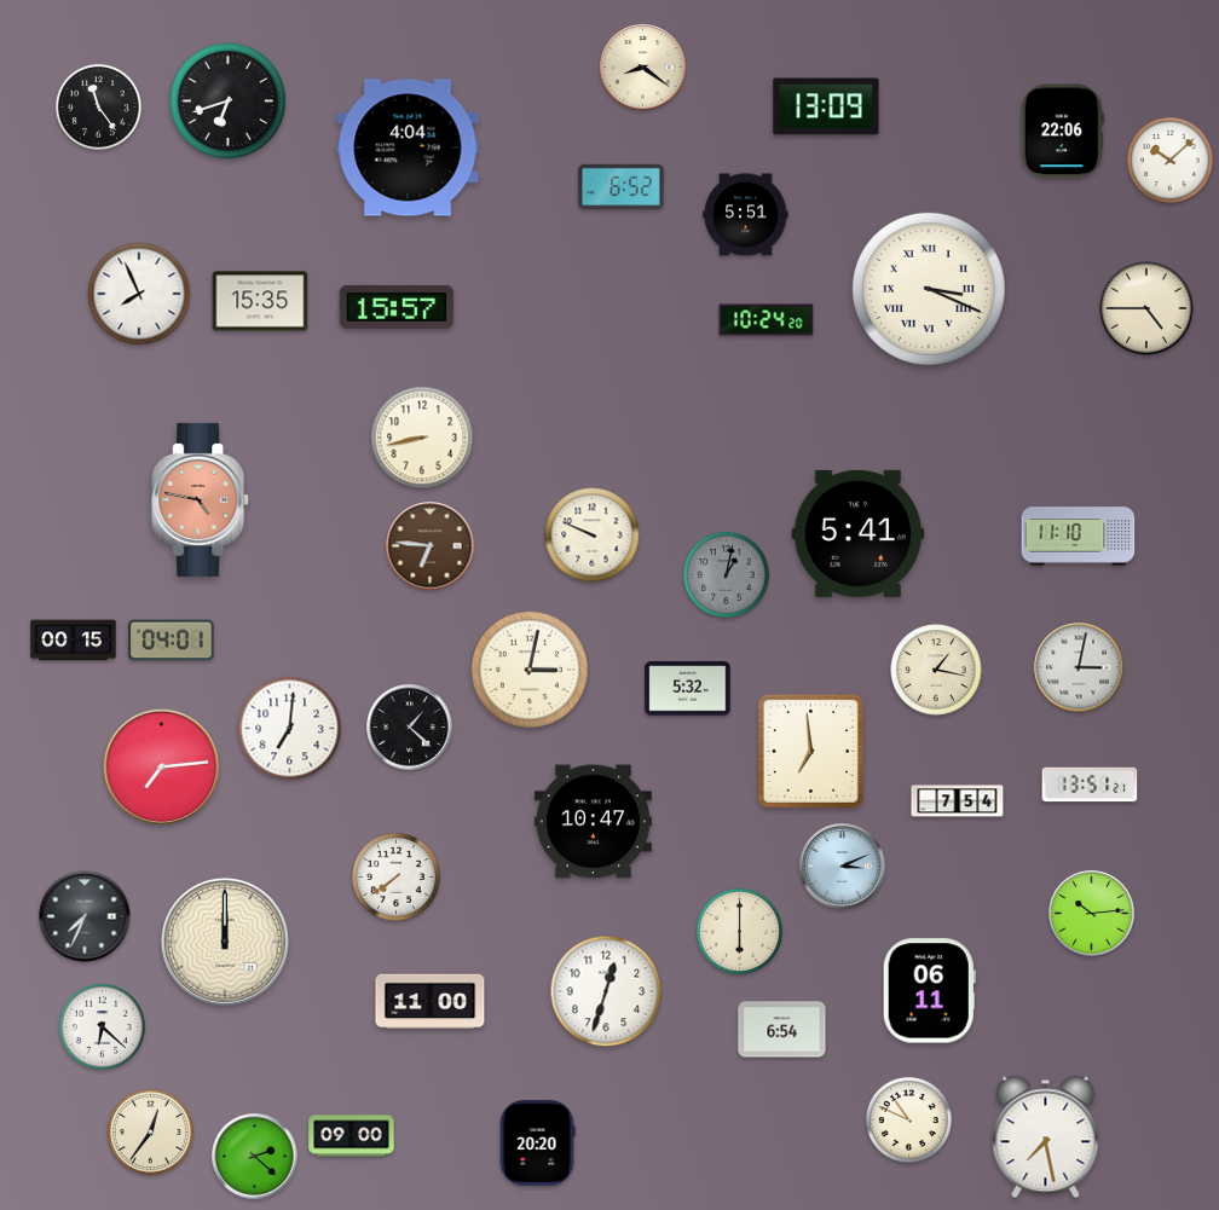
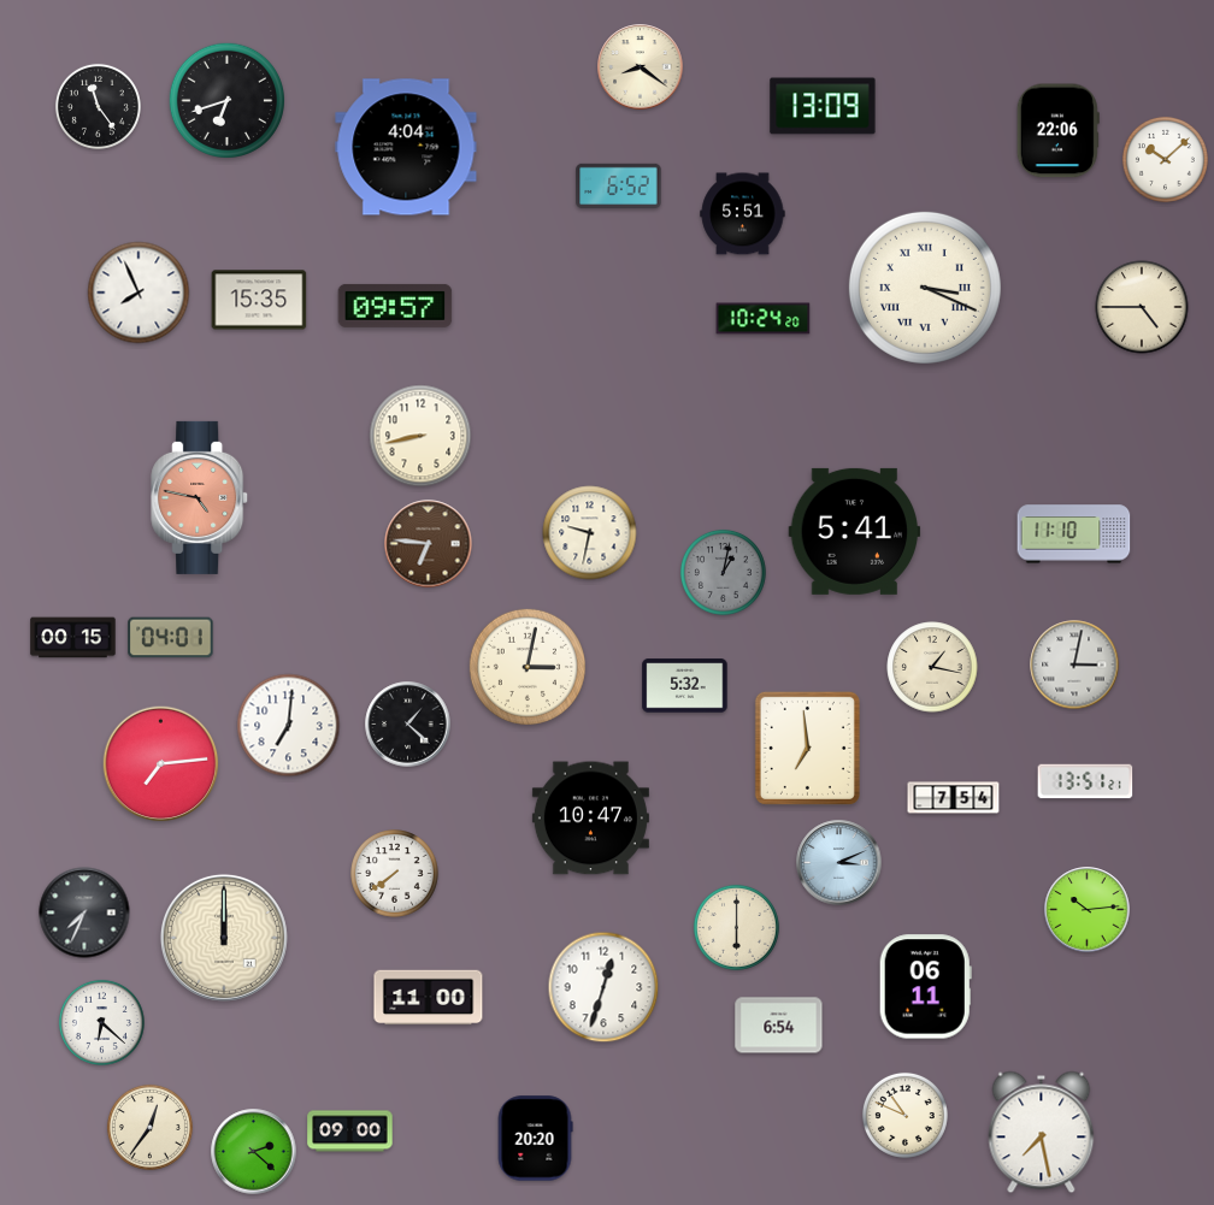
clock at (397, 307): 15:57 -> 09:57
clock at (593, 535): 9:49 -> 9:32
